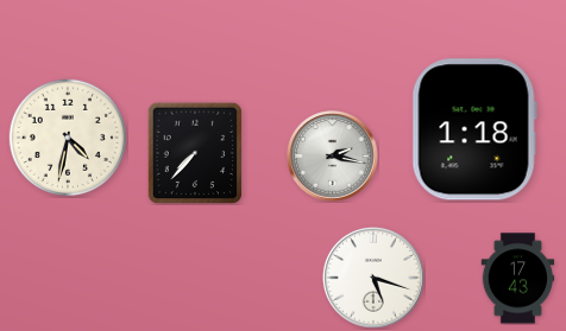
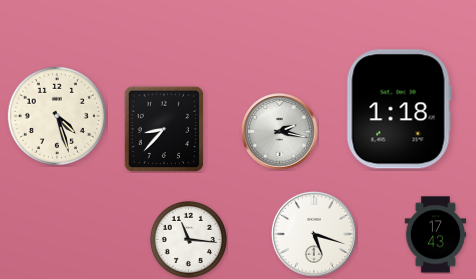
clock at (67, 136): 4:32 -> 4:27
clock at (195, 153): 7:37 -> 8:37
clock at (188, 239): none -> 11:16
